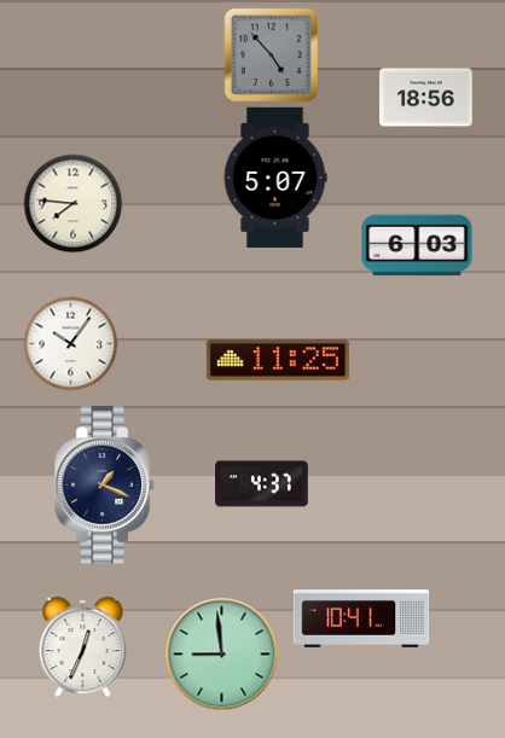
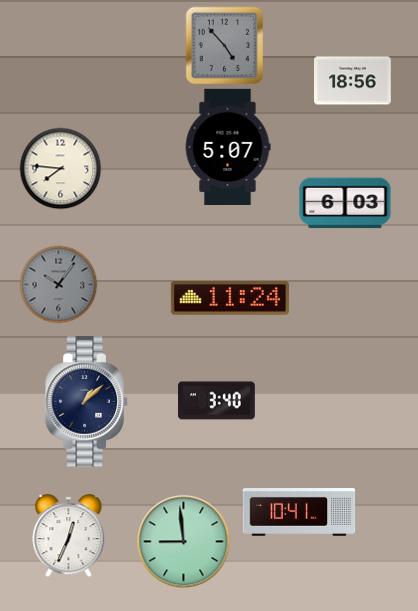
clock at (70, 343) dial: white -> grey
clock at (278, 360): 11:25 -> 11:24
clock at (262, 484): 4:37 -> 3:40
clock at (105, 486): 1:19 -> 1:08
